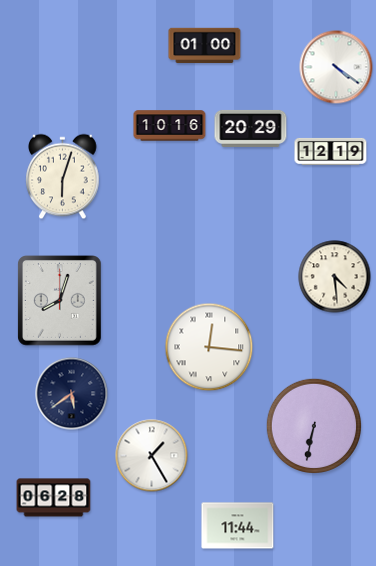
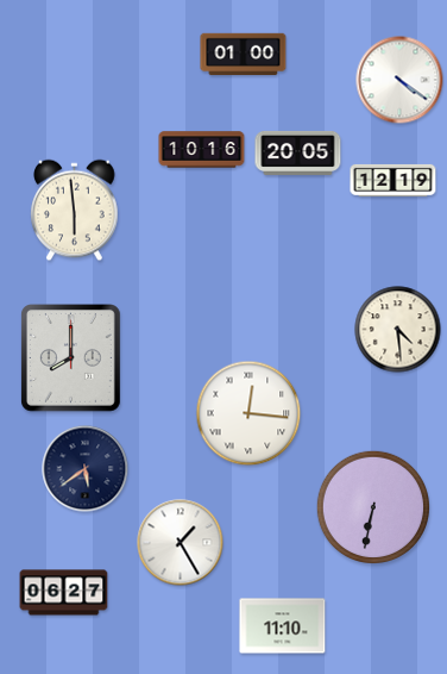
clock at (251, 128): 20:29 -> 20:05
clock at (63, 177): 6:03 -> 5:59
clock at (60, 301): 8:03 -> 8:00
clock at (54, 498): 06:28 -> 06:27
clock at (238, 526): 11:44 -> 11:10
